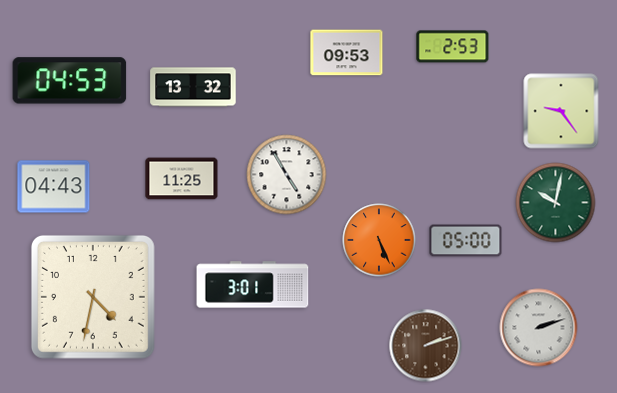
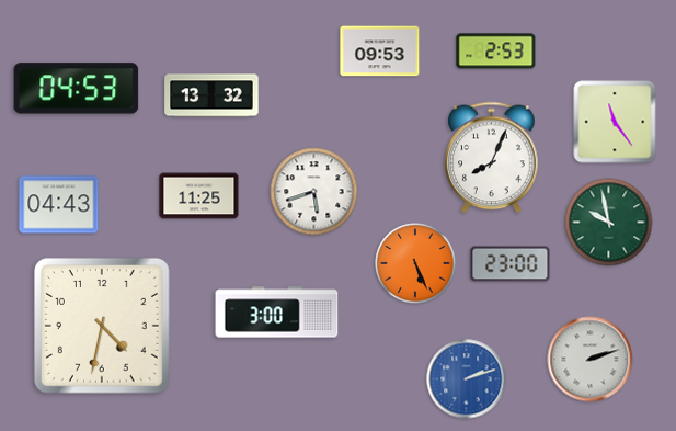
clock at (347, 53) position: (347, 53) -> (380, 52)
clock at (561, 111): 9:24 -> 11:24
clock at (492, 158): none -> 8:04
clock at (287, 175): 4:55 -> 5:42
clock at (556, 203): 10:02 -> 9:58
clock at (466, 241): 05:00 -> 23:00
clock at (253, 285): 3:01 -> 3:00
clock at (426, 346) dial: brown -> blue
